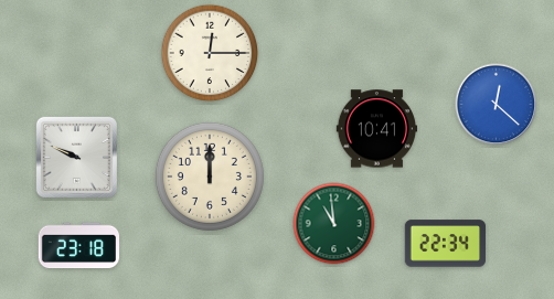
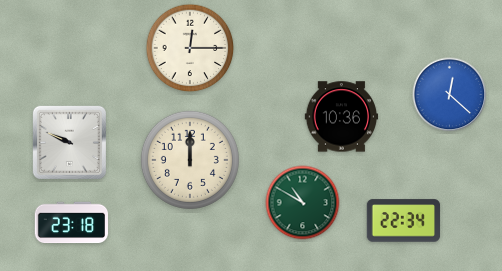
clock at (377, 129): 10:41 -> 10:36
clock at (334, 224): 10:59 -> 10:50
